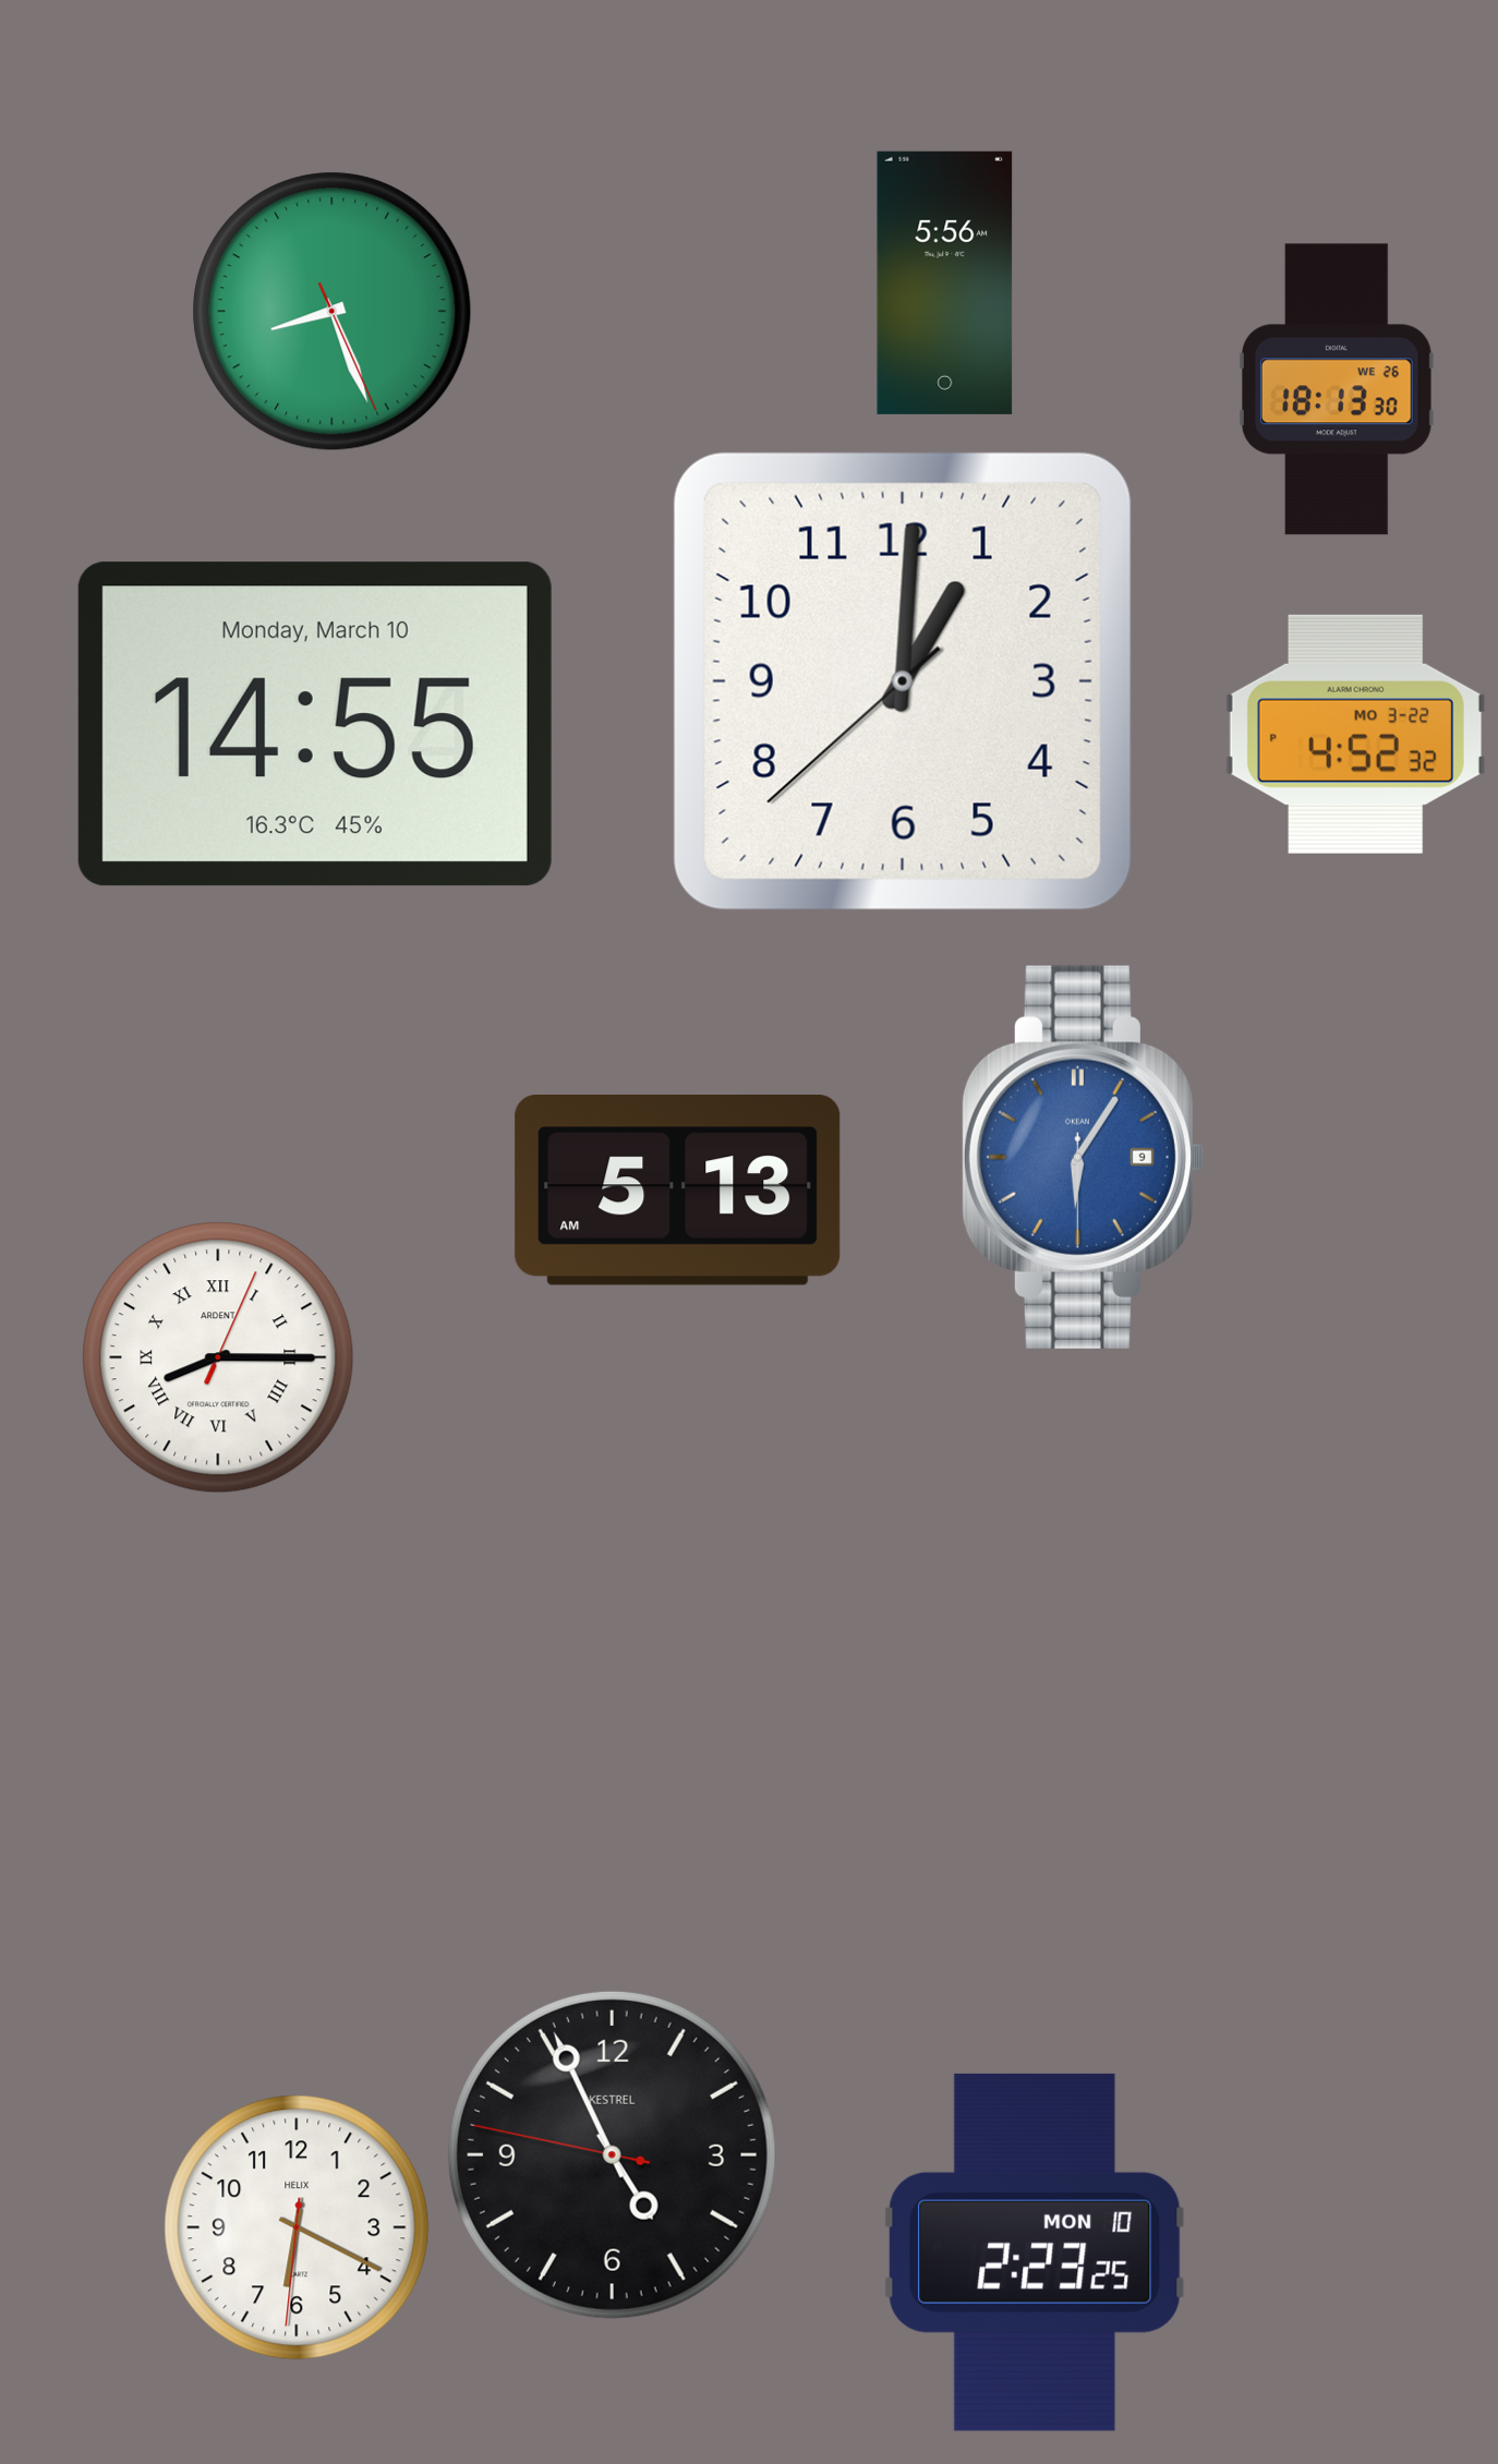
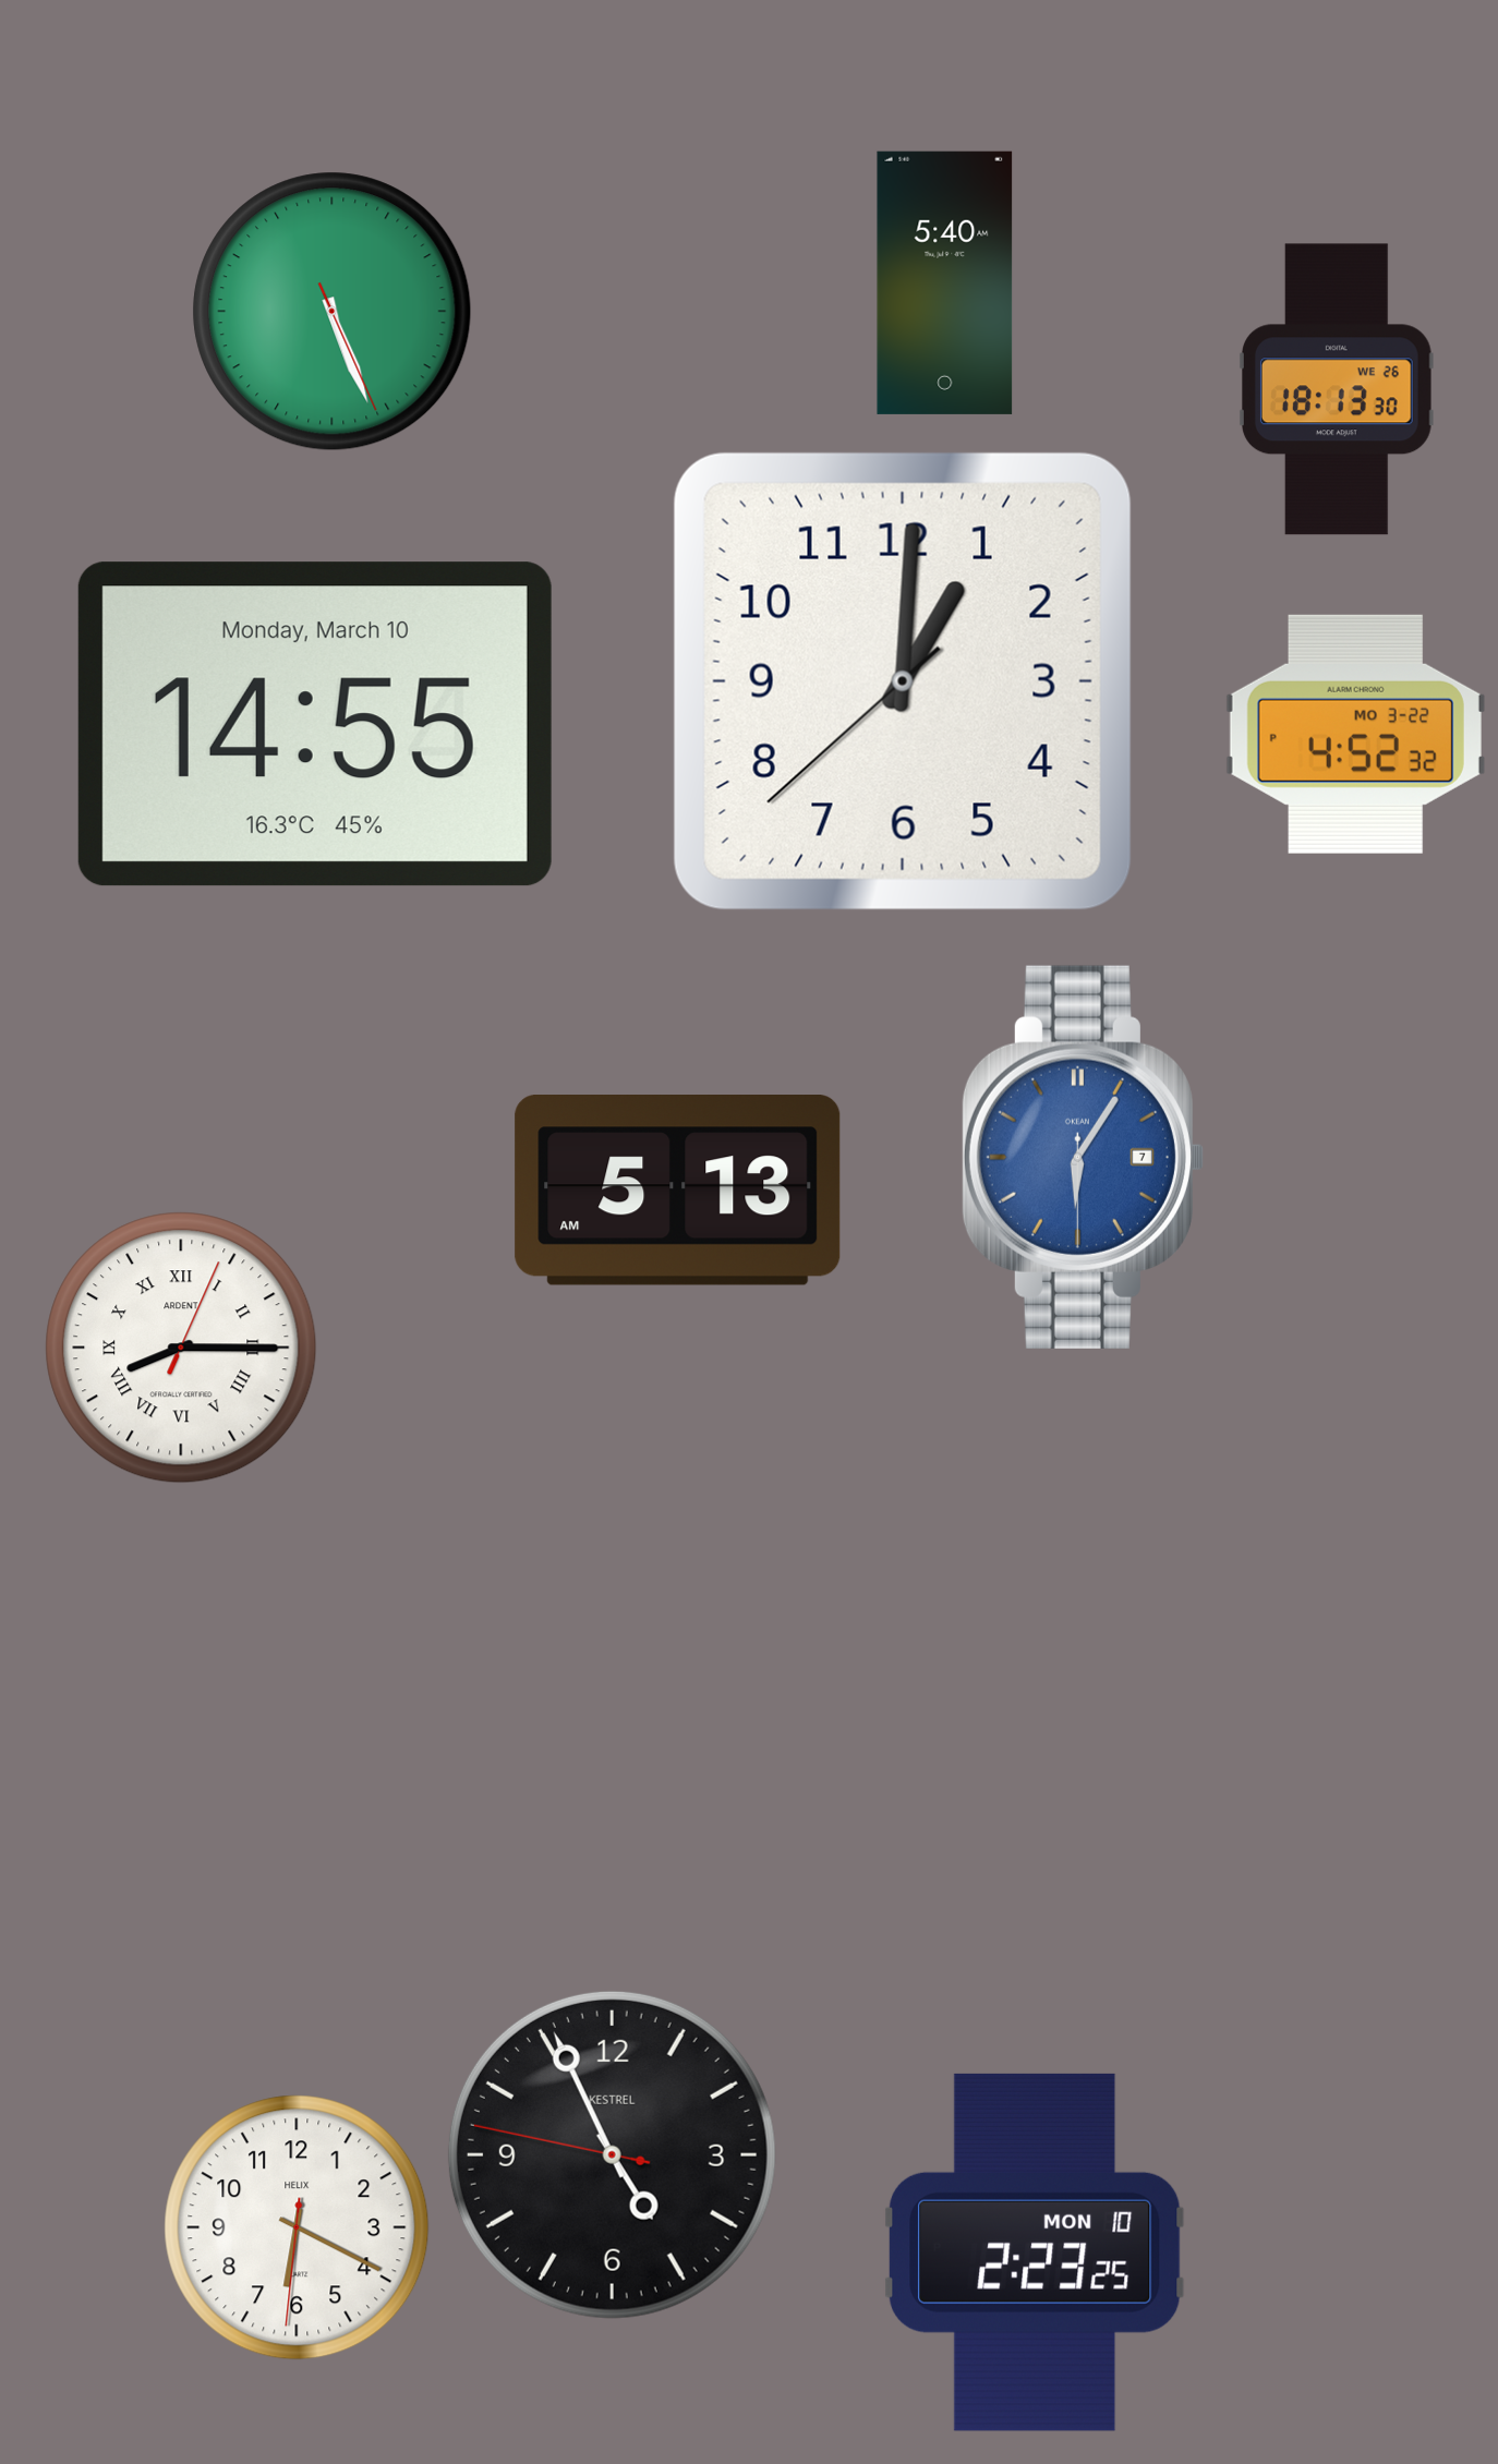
clock at (945, 282): 5:56 -> 5:40
clock at (333, 312): 8:26 -> 5:26
clock at (1083, 1157) date: 9 -> 7
clock at (218, 1357) position: (218, 1357) -> (181, 1348)
